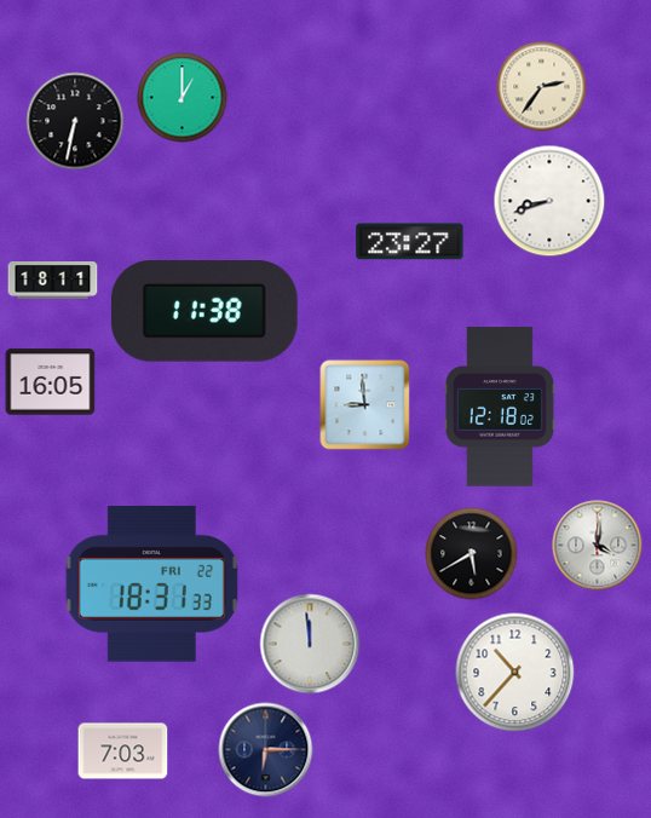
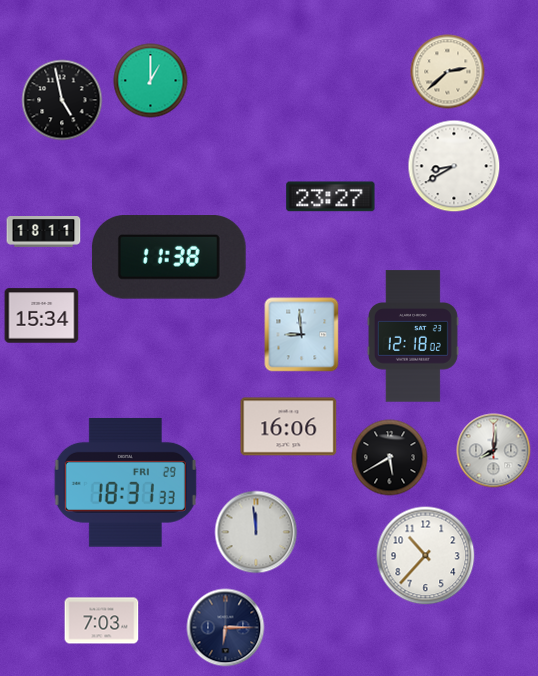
clock at (542, 87): 2:36 -> 2:38
clock at (75, 121): 6:32 -> 4:58
clock at (549, 201): 8:42 -> 8:40
clock at (410, 242) position: (410, 242) -> (331, 197)
clock at (51, 382): 16:05 -> 15:34
clock at (289, 427): none -> 16:06
clock at (598, 546): 4:01 -> 8:01
clock at (151, 583) date: FRI 22 -> FRI 29
clock at (266, 750) position: (266, 750) -> (226, 628)
